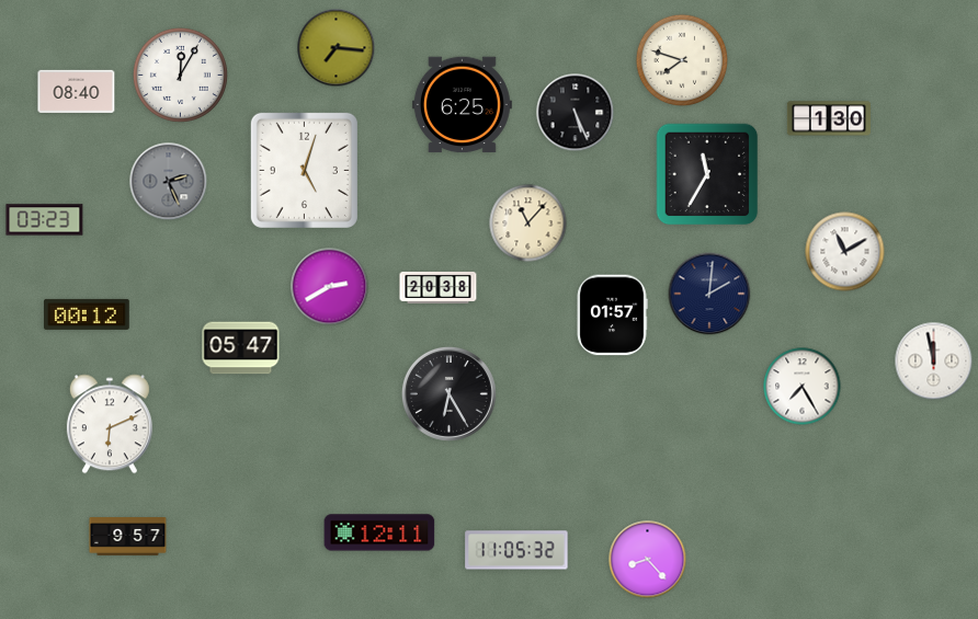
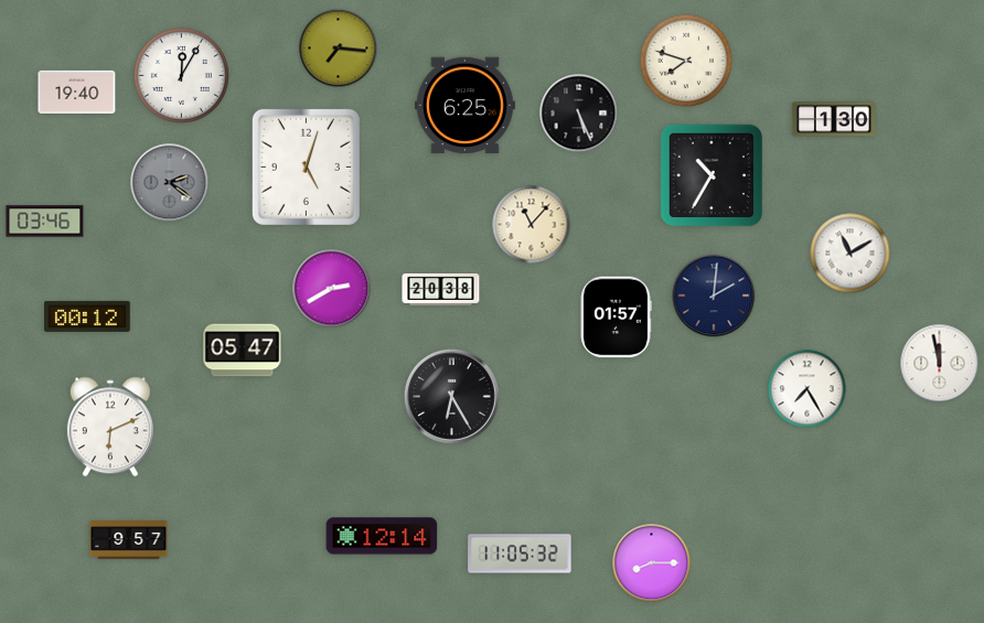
clock at (77, 91): 08:40 -> 19:40
clock at (304, 170) position: (304, 170) -> (306, 167)
clock at (707, 174): 11:35 -> 10:35
clock at (169, 182): 2:26 -> 2:21
clock at (45, 220): 03:23 -> 03:46
clock at (379, 532): 12:11 -> 12:14
clock at (648, 560): 8:23 -> 8:15
